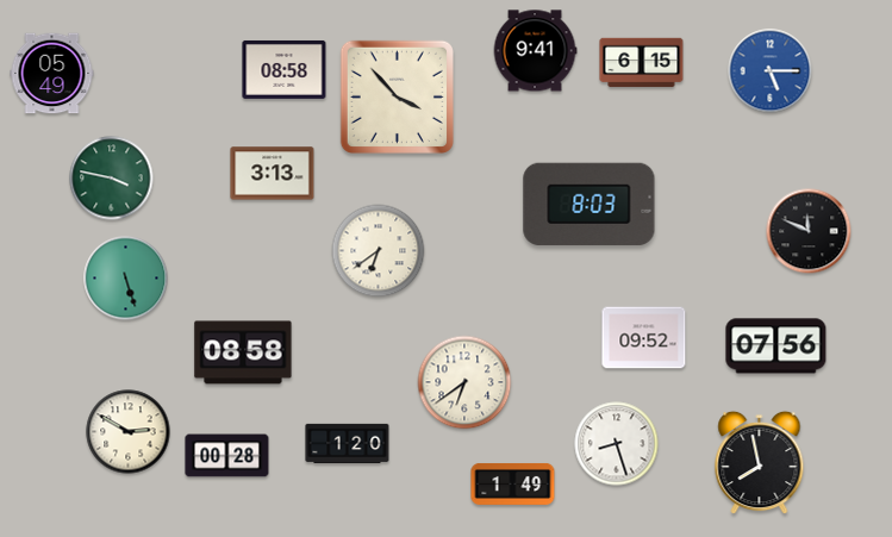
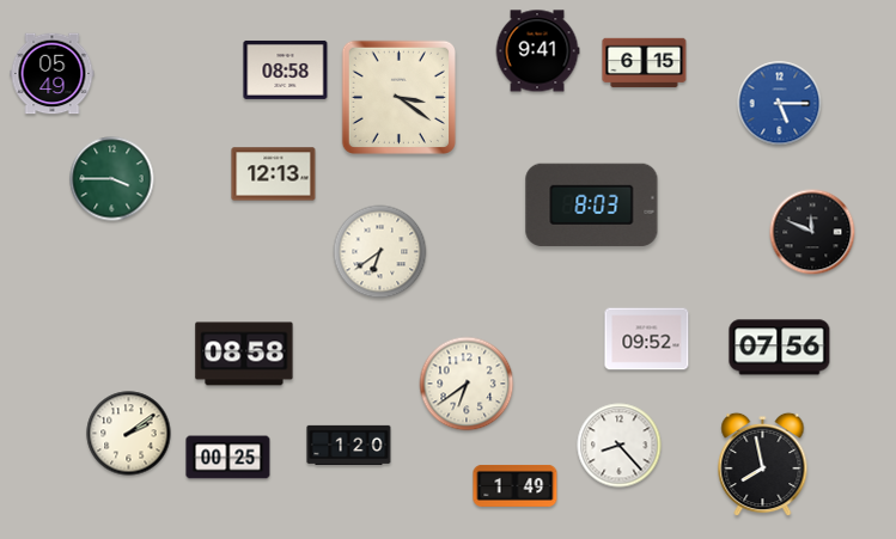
clock at (771, 71) position: (771, 71) -> (780, 104)
clock at (397, 96): 3:53 -> 3:21
clock at (273, 174): 3:13 -> 12:13
clock at (112, 179): 3:47 -> 3:45
clock at (126, 279): 5:27 -> none
clock at (129, 432): 2:50 -> 2:09
clock at (617, 444): 8:27 -> 8:23
clock at (227, 456): 00:28 -> 00:25
